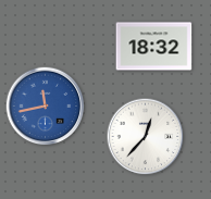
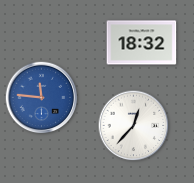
clock at (46, 107): 11:43 -> 11:46
